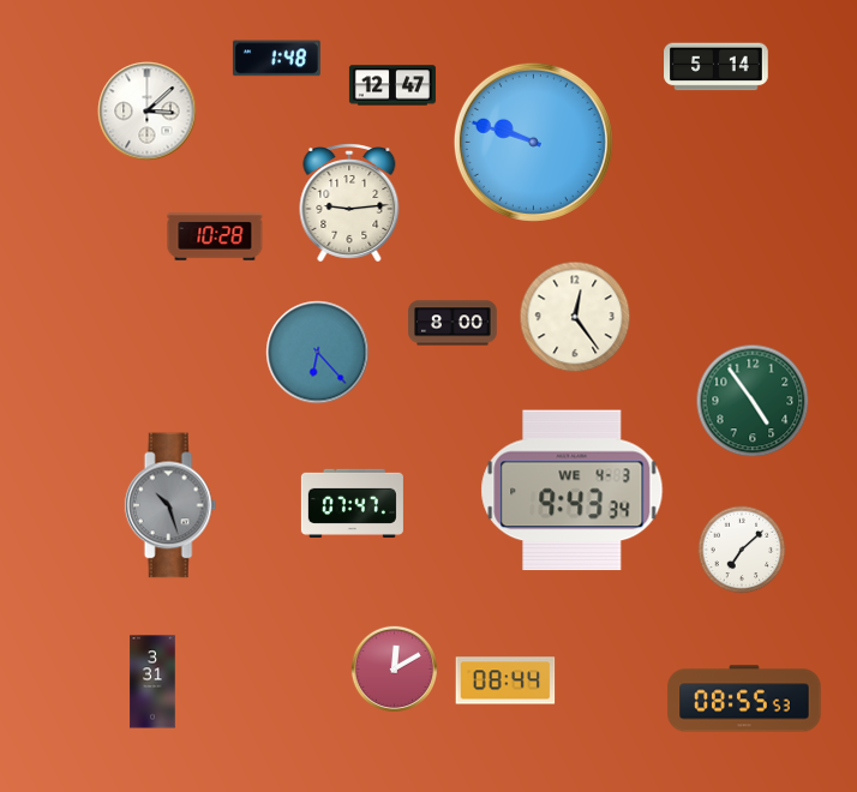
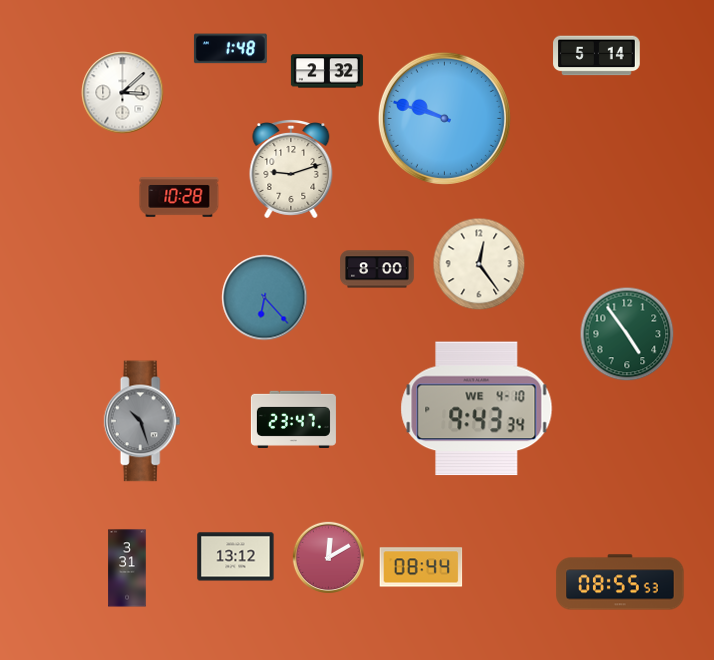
clock at (392, 85): 12:47 -> 2:32
clock at (349, 204): 9:14 -> 9:12
clock at (318, 353) position: (318, 353) -> (265, 298)
clock at (573, 491) date: WE 4-3 -> WE 4-10
clock at (352, 503): 07:47 -> 23:47
clock at (742, 550): 7:08 -> none
clock at (236, 557): none -> 13:12
